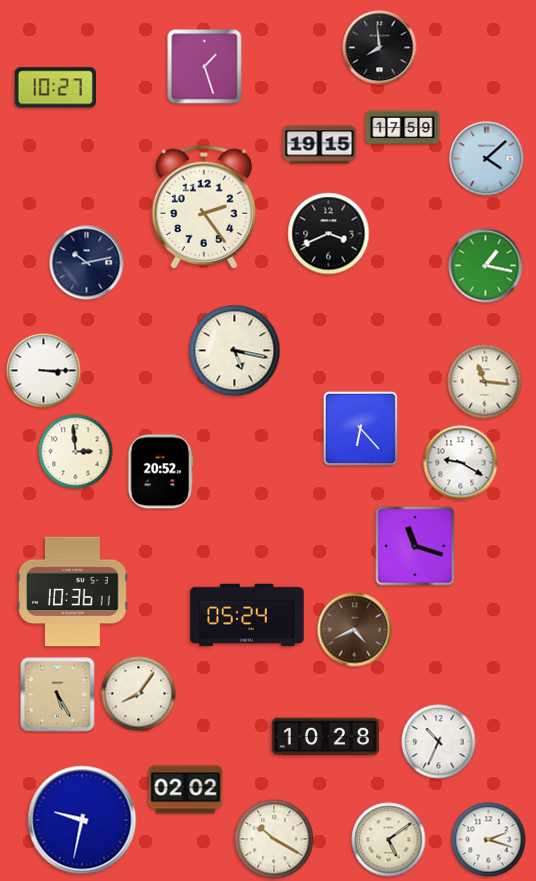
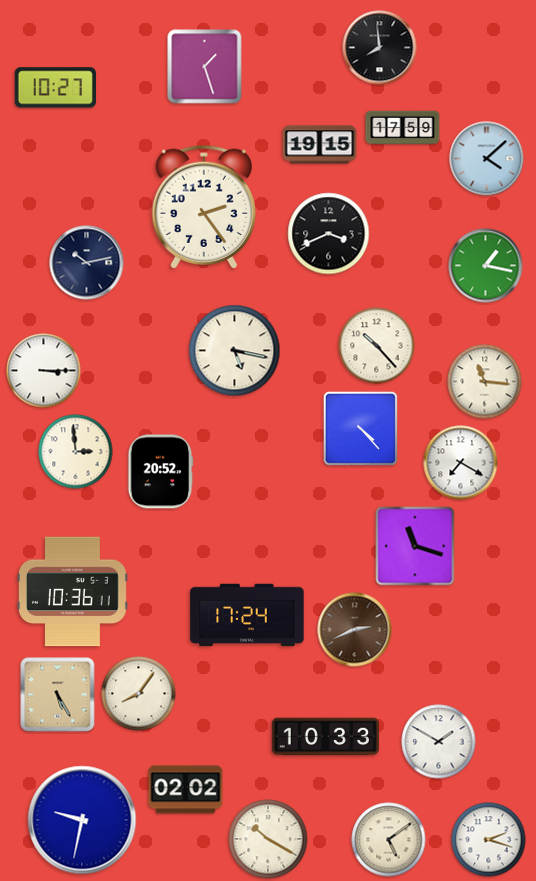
clock at (377, 346): none -> 10:23
clock at (360, 428): 6:23 -> 4:23
clock at (461, 463): 9:20 -> 7:20
clock at (247, 615): 05:24 -> 17:24
clock at (355, 630): 4:41 -> 2:41
clock at (325, 737): 10:28 -> 10:33
clock at (439, 742): 10:34 -> 1:50
clock at (274, 839) position: (274, 839) -> (268, 839)
